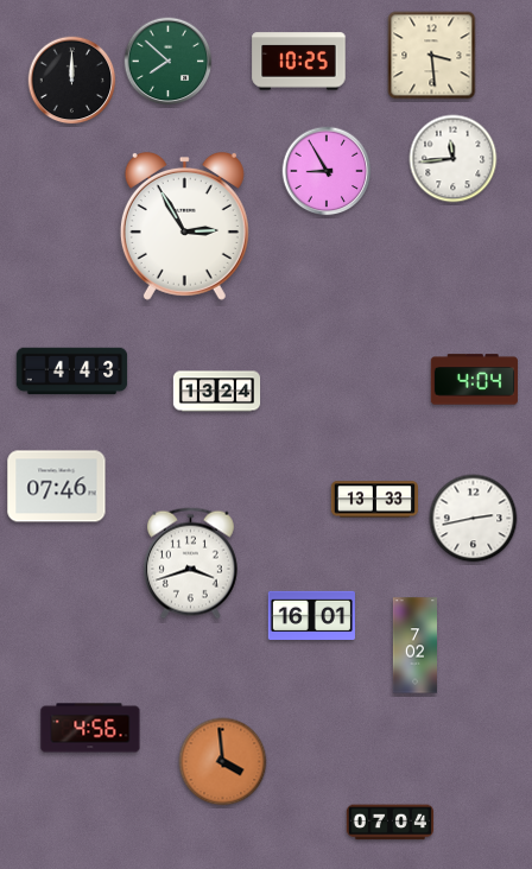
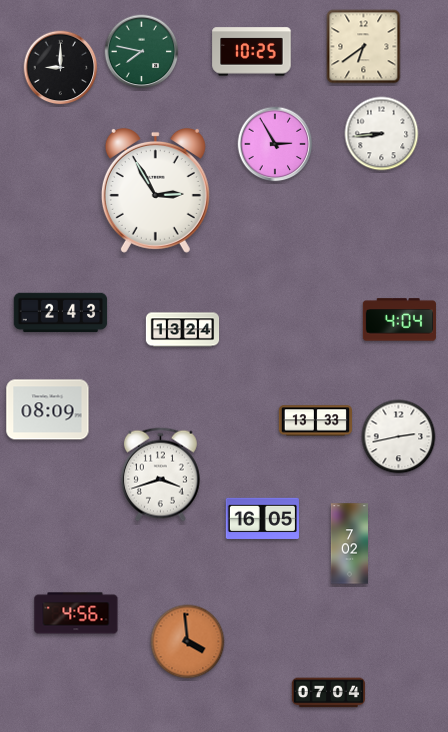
clock at (432, 56): 3:29 -> 6:39
clock at (169, 62): 7:52 -> 7:47
clock at (72, 81): 12:00 -> 9:00
clock at (454, 159): 11:44 -> 8:44
clock at (327, 171): 8:55 -> 2:55
clock at (72, 372): 4:43 -> 2:43
clock at (57, 487): 07:46 -> 08:09
clock at (311, 615): 16:01 -> 16:05
